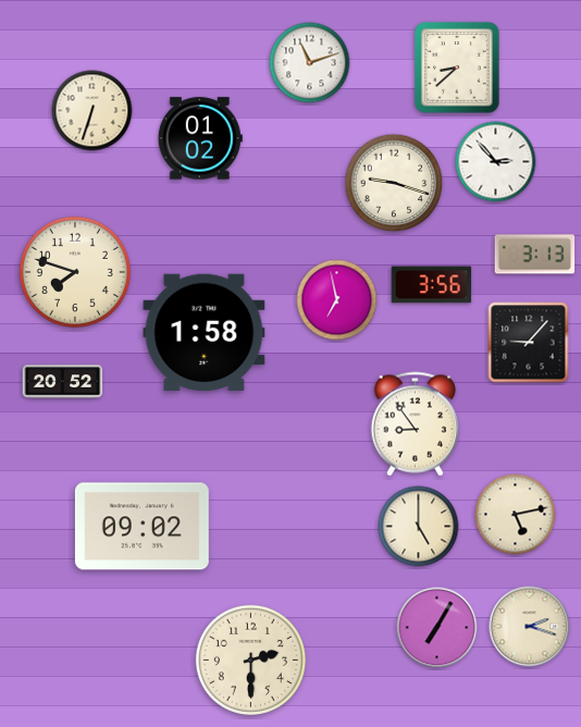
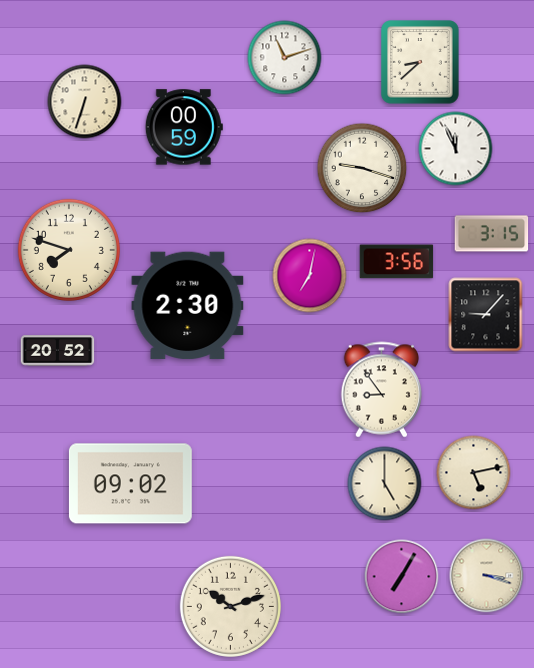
clock at (200, 138): 01:02 -> 00:59
clock at (496, 162): 2:53 -> 11:56
clock at (535, 255): 3:13 -> 3:15
clock at (337, 300): 6:58 -> 7:02
clock at (205, 333): 1:58 -> 2:30
clock at (530, 627): 2:18 -> 3:18
clock at (250, 660): 2:30 -> 10:12
